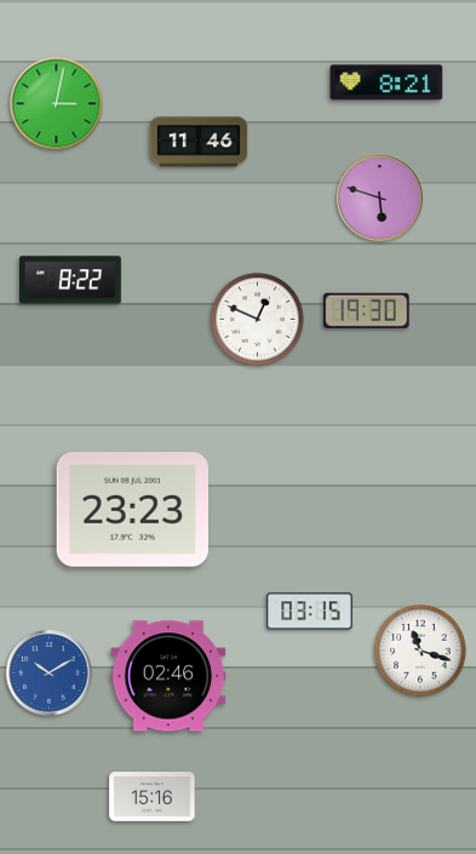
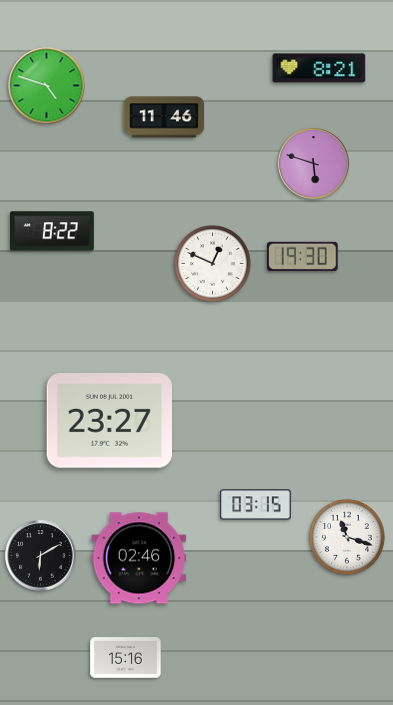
clock at (57, 104): 3:02 -> 4:48
clock at (71, 280) position: (71, 280) -> (53, 231)
clock at (133, 510): 23:23 -> 23:27
clock at (50, 674): 10:10 -> 6:10
clock at (50, 674) dial: blue -> black
